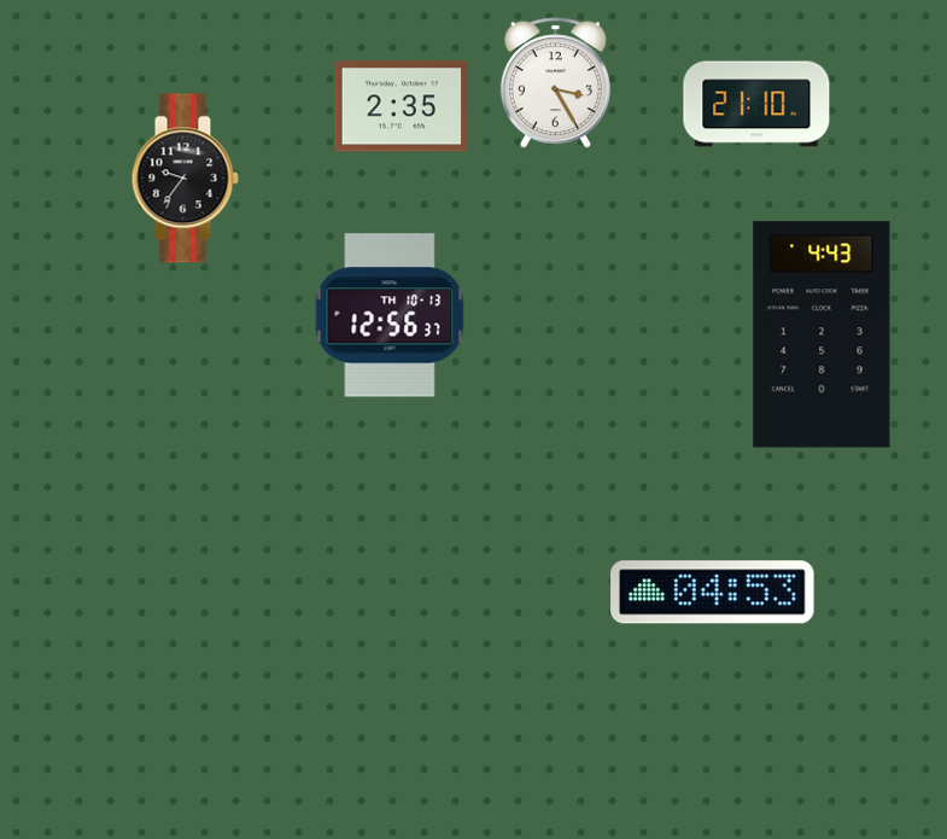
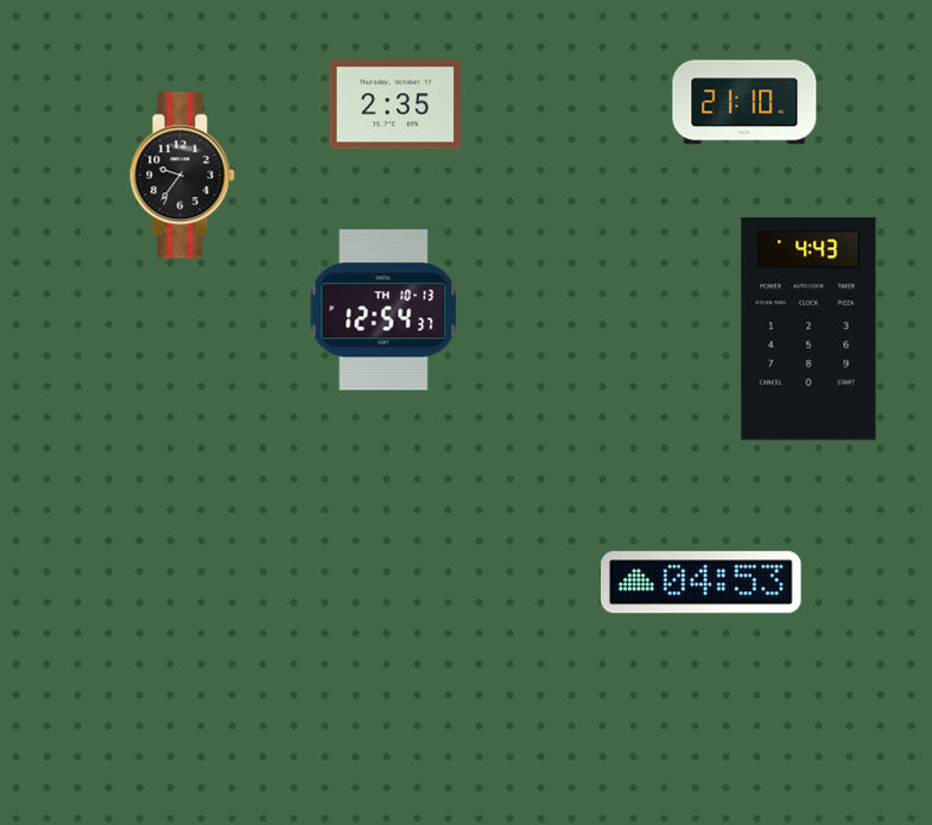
clock at (555, 83): 3:25 -> none
clock at (390, 315): 12:56 -> 12:54
